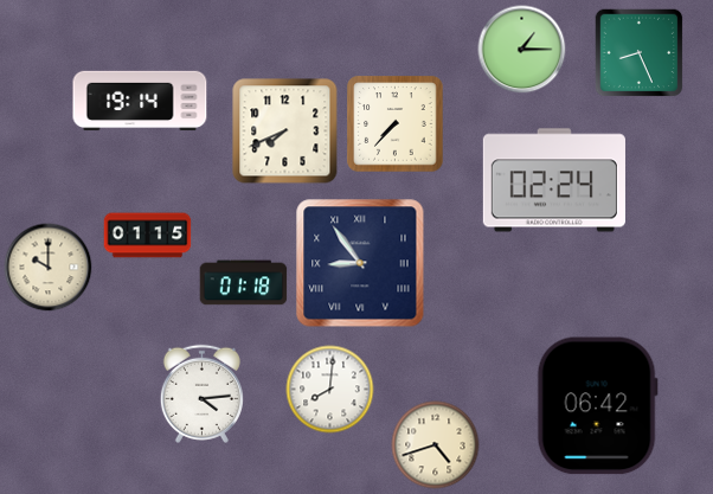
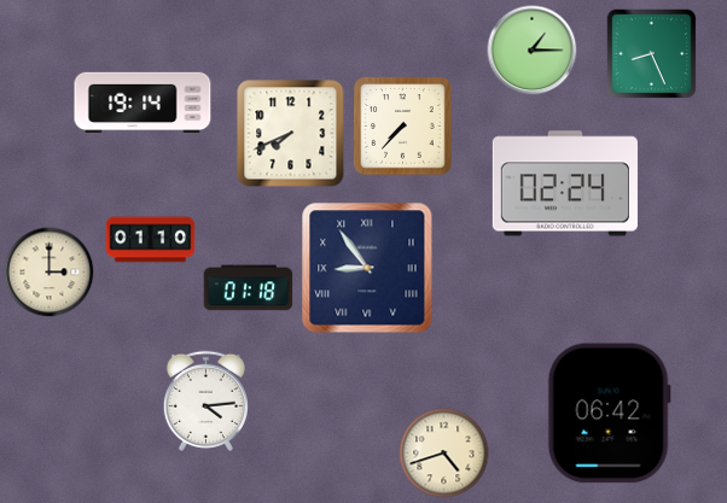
clock at (148, 236): 01:15 -> 01:10
clock at (49, 268): 10:00 -> 3:00
clock at (330, 390): 8:01 -> none
